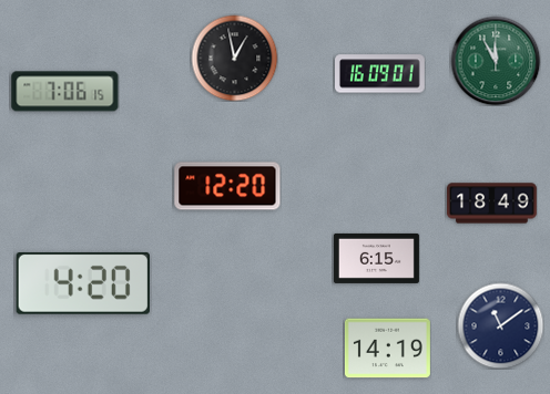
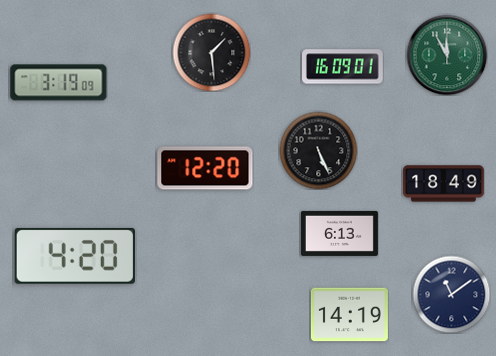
clock at (234, 58): 12:58 -> 1:29
clock at (65, 92): 7:06 -> 3:19
clock at (318, 150): none -> 5:26
clock at (376, 258): 6:15 -> 6:13
